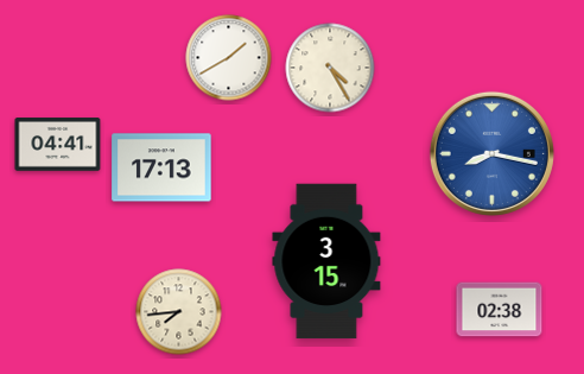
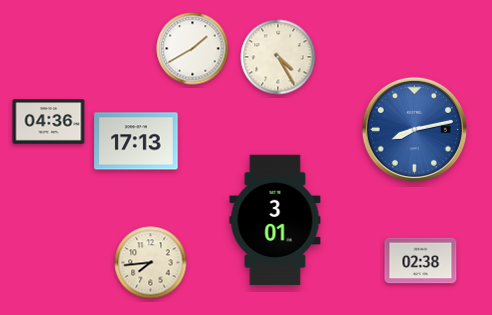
clock at (58, 145): 04:41 -> 04:36
clock at (491, 153): 8:17 -> 8:13
clock at (326, 261): 3:15 -> 3:01
